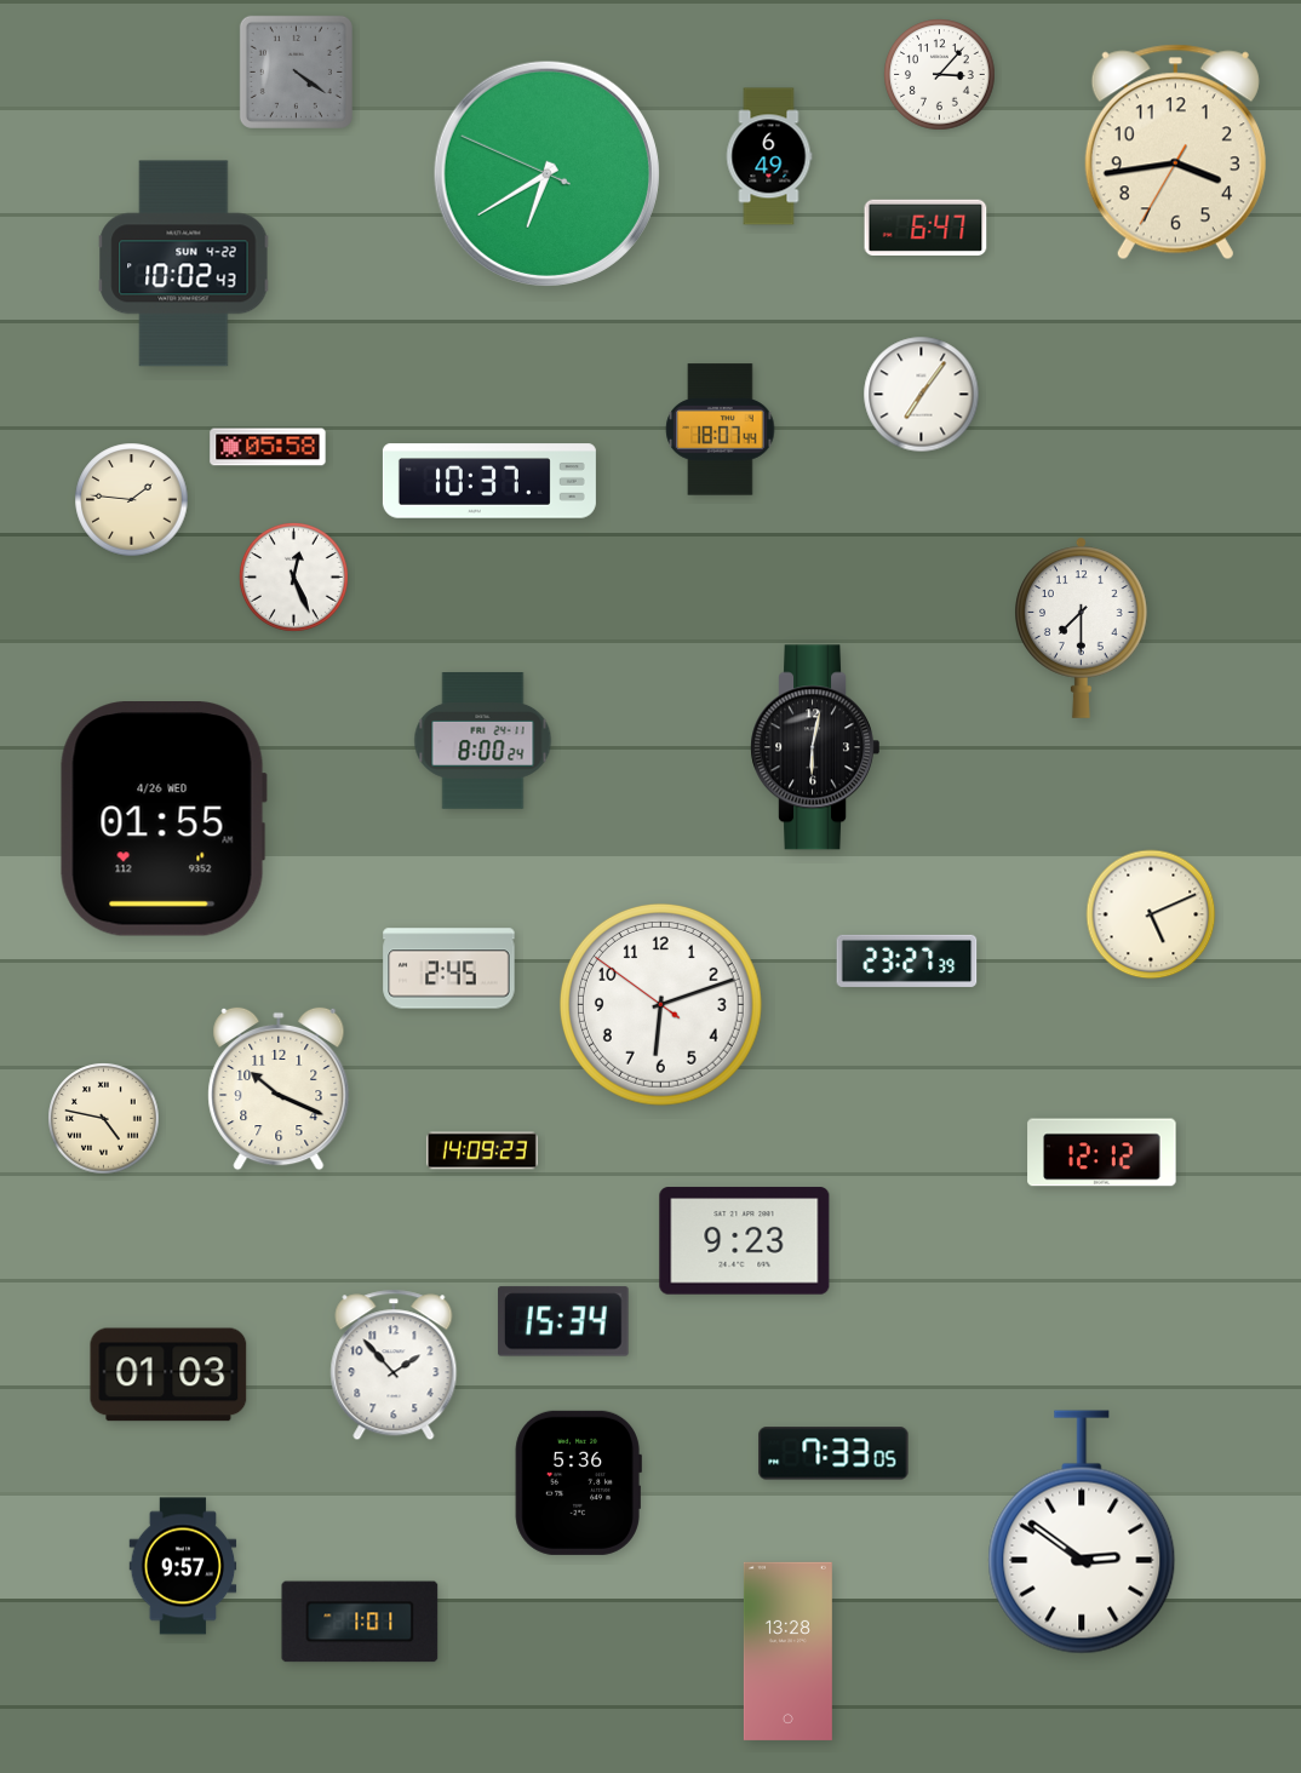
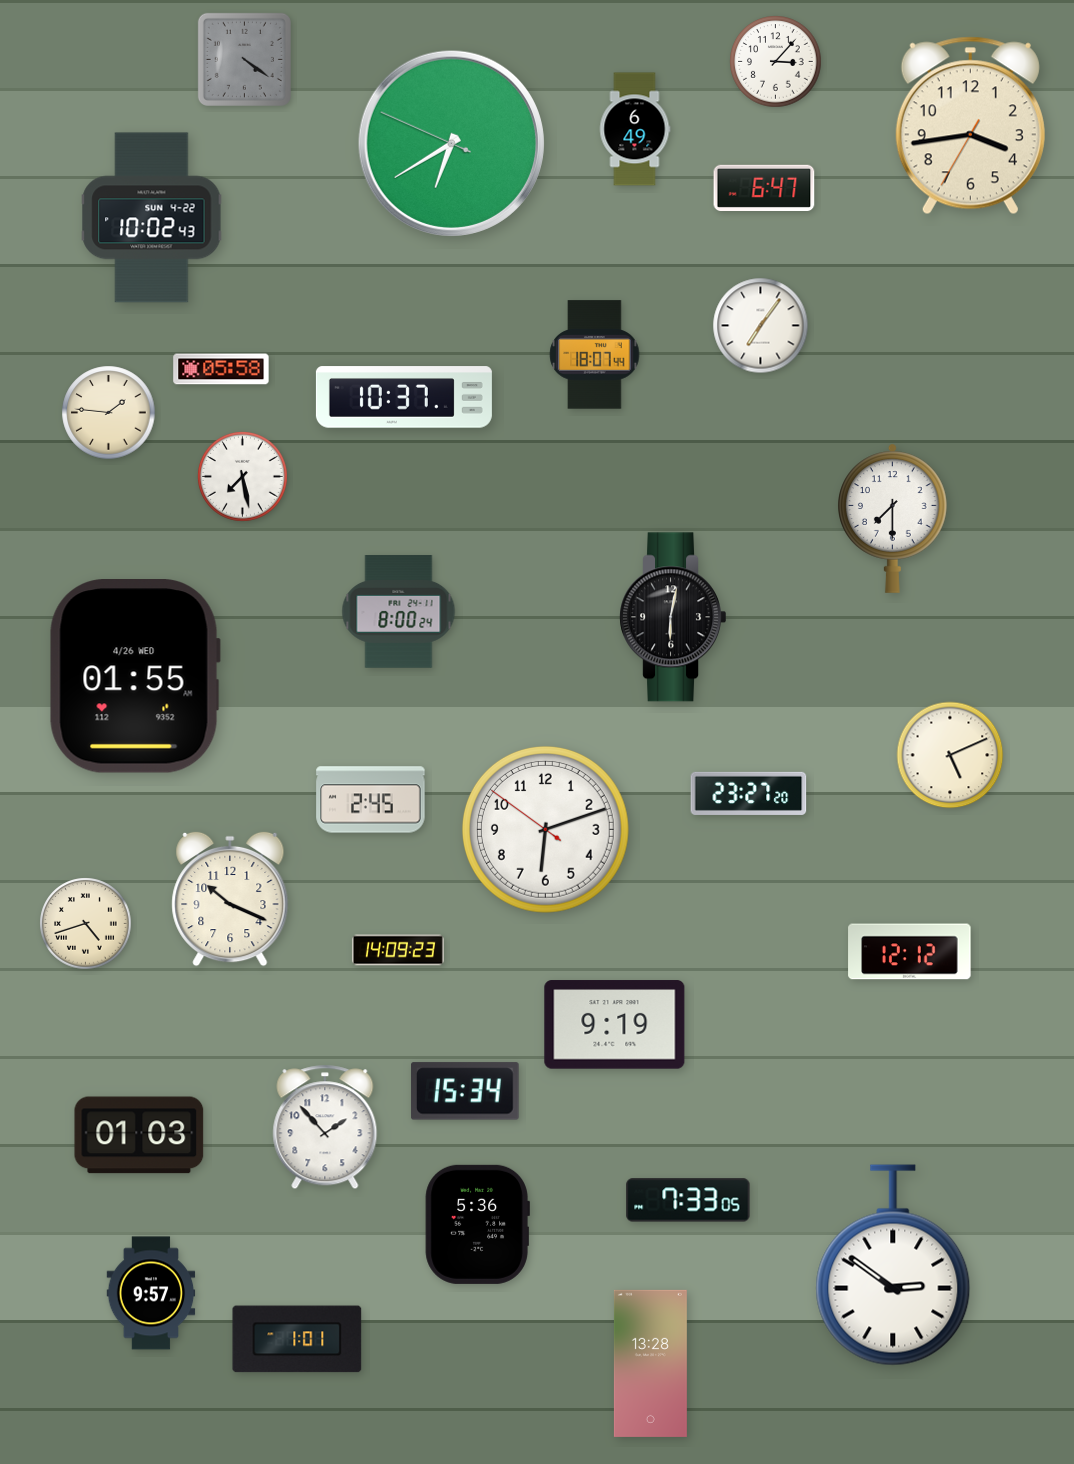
clock at (293, 576): 12:26 -> 7:28
clock at (907, 960): 23:27:39 -> 23:27:20
clock at (104, 1119): 4:47 -> 4:42
clock at (745, 1241): 9:23 -> 9:19
